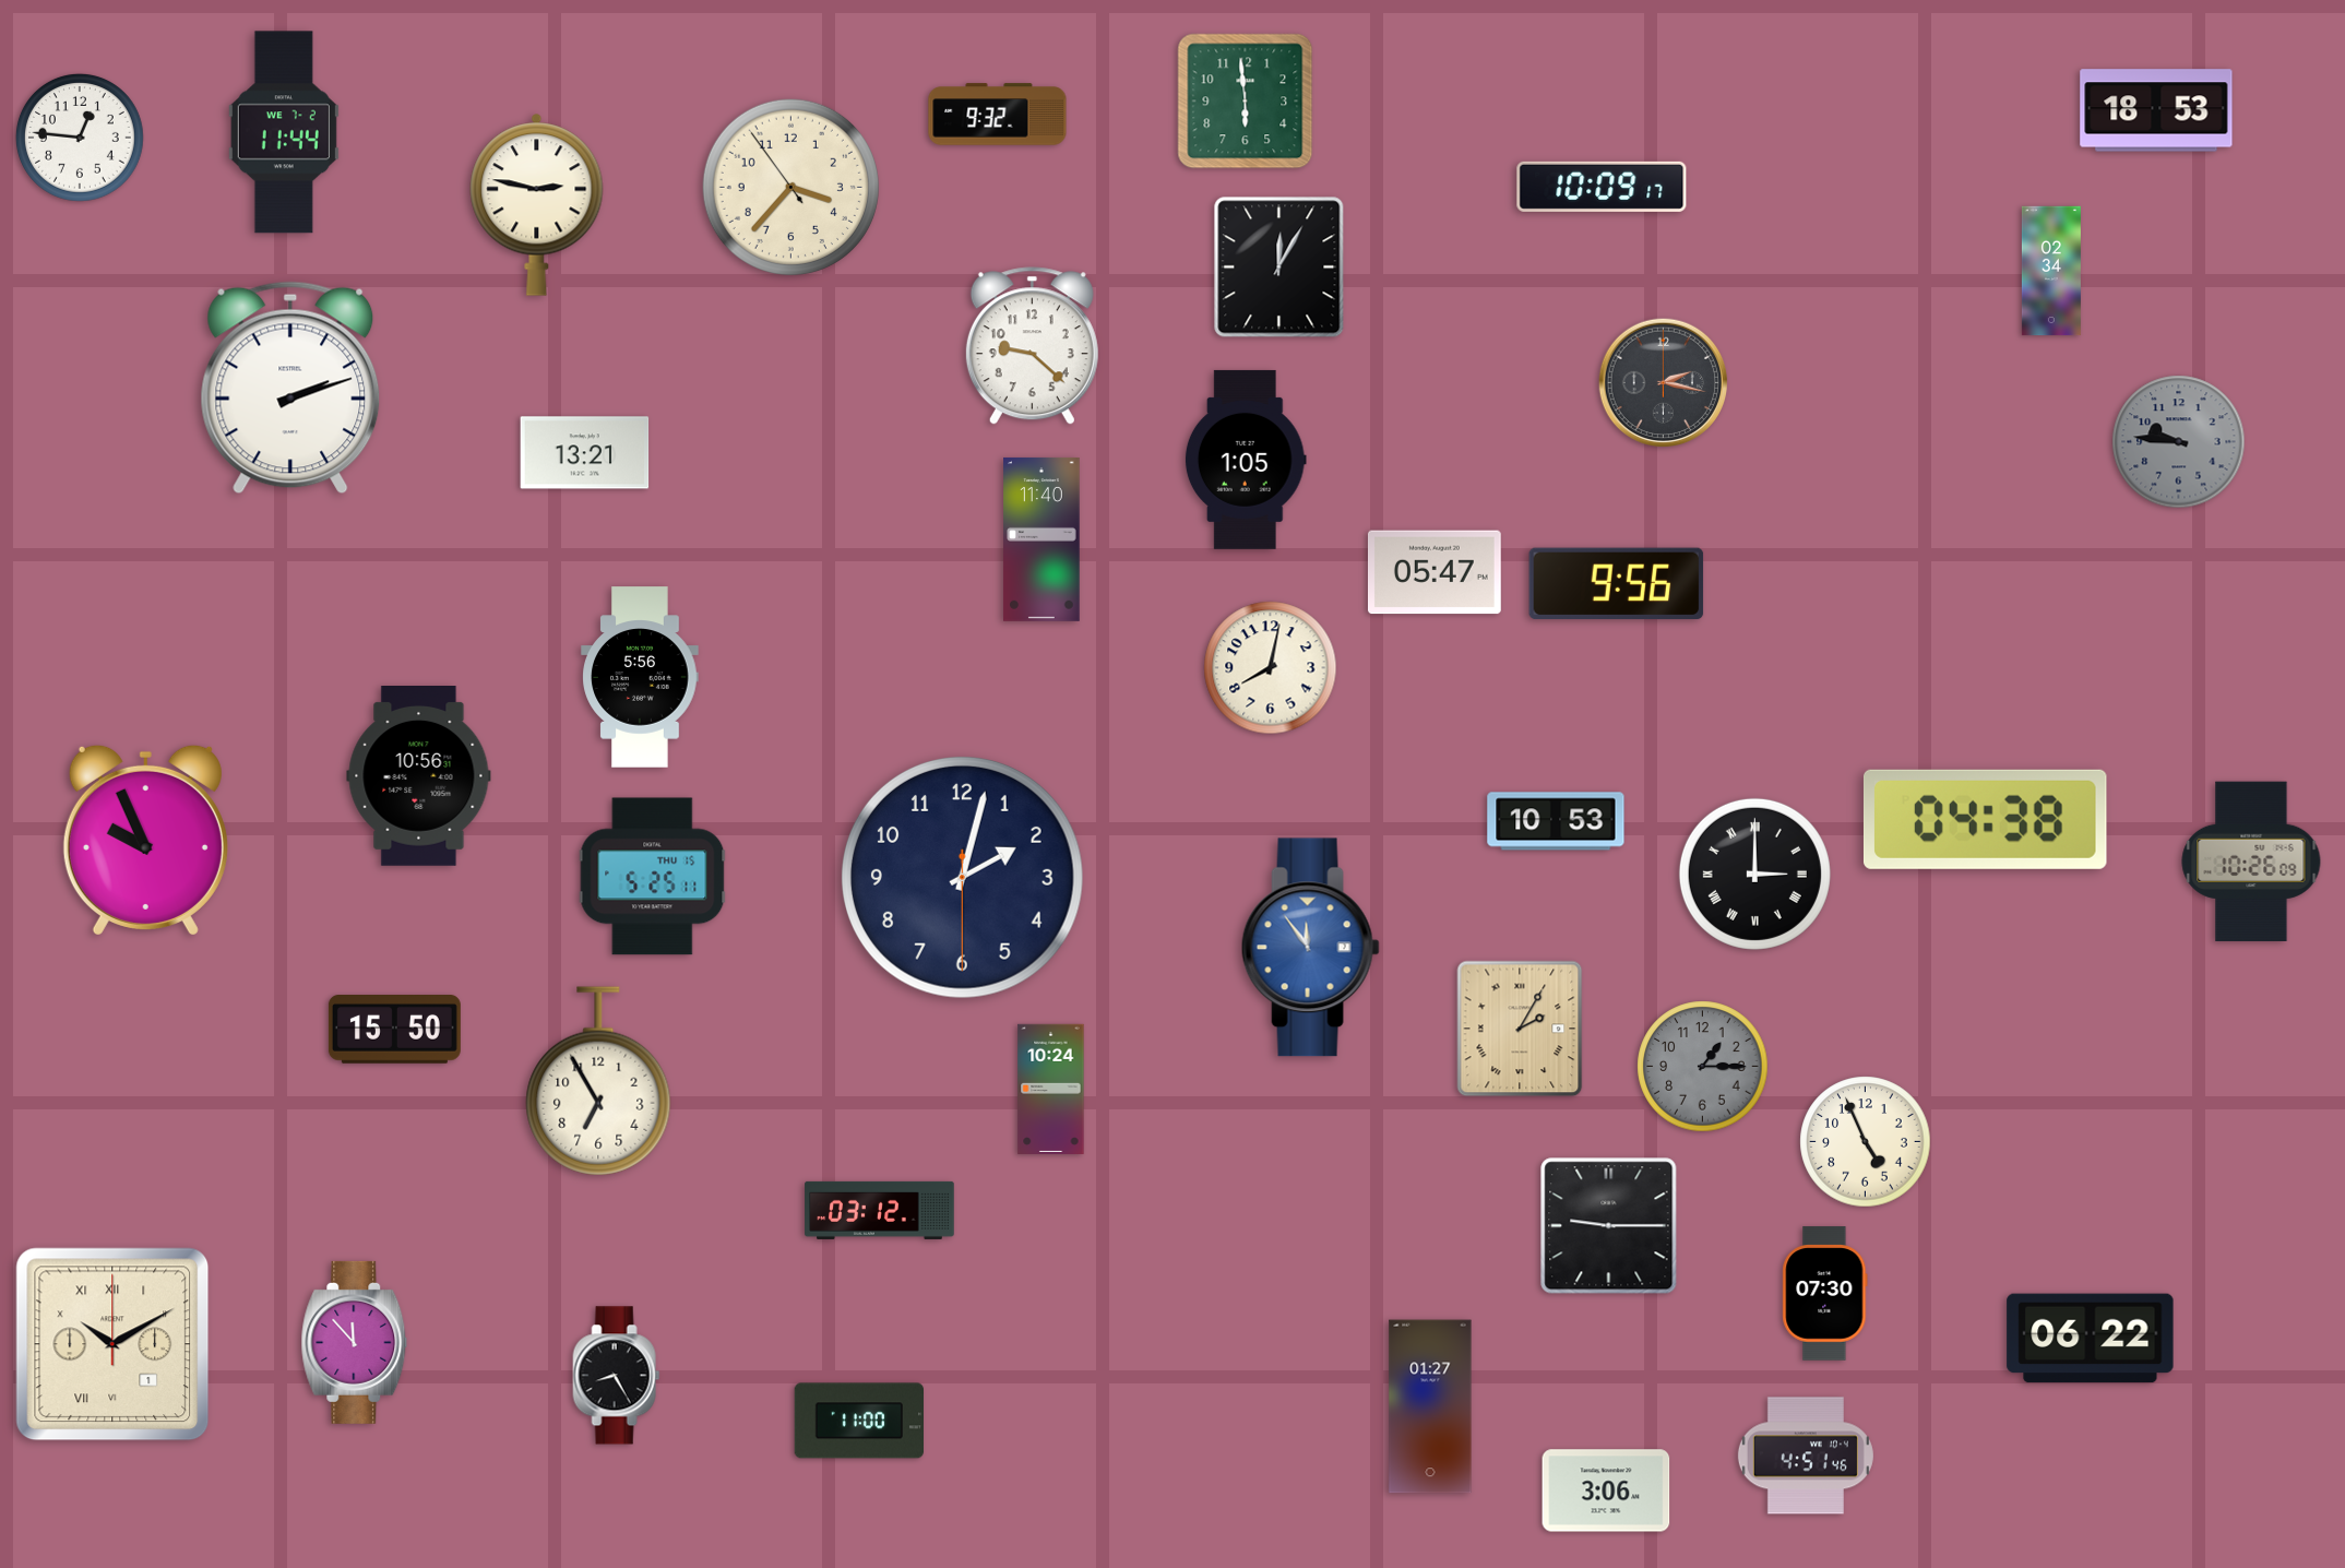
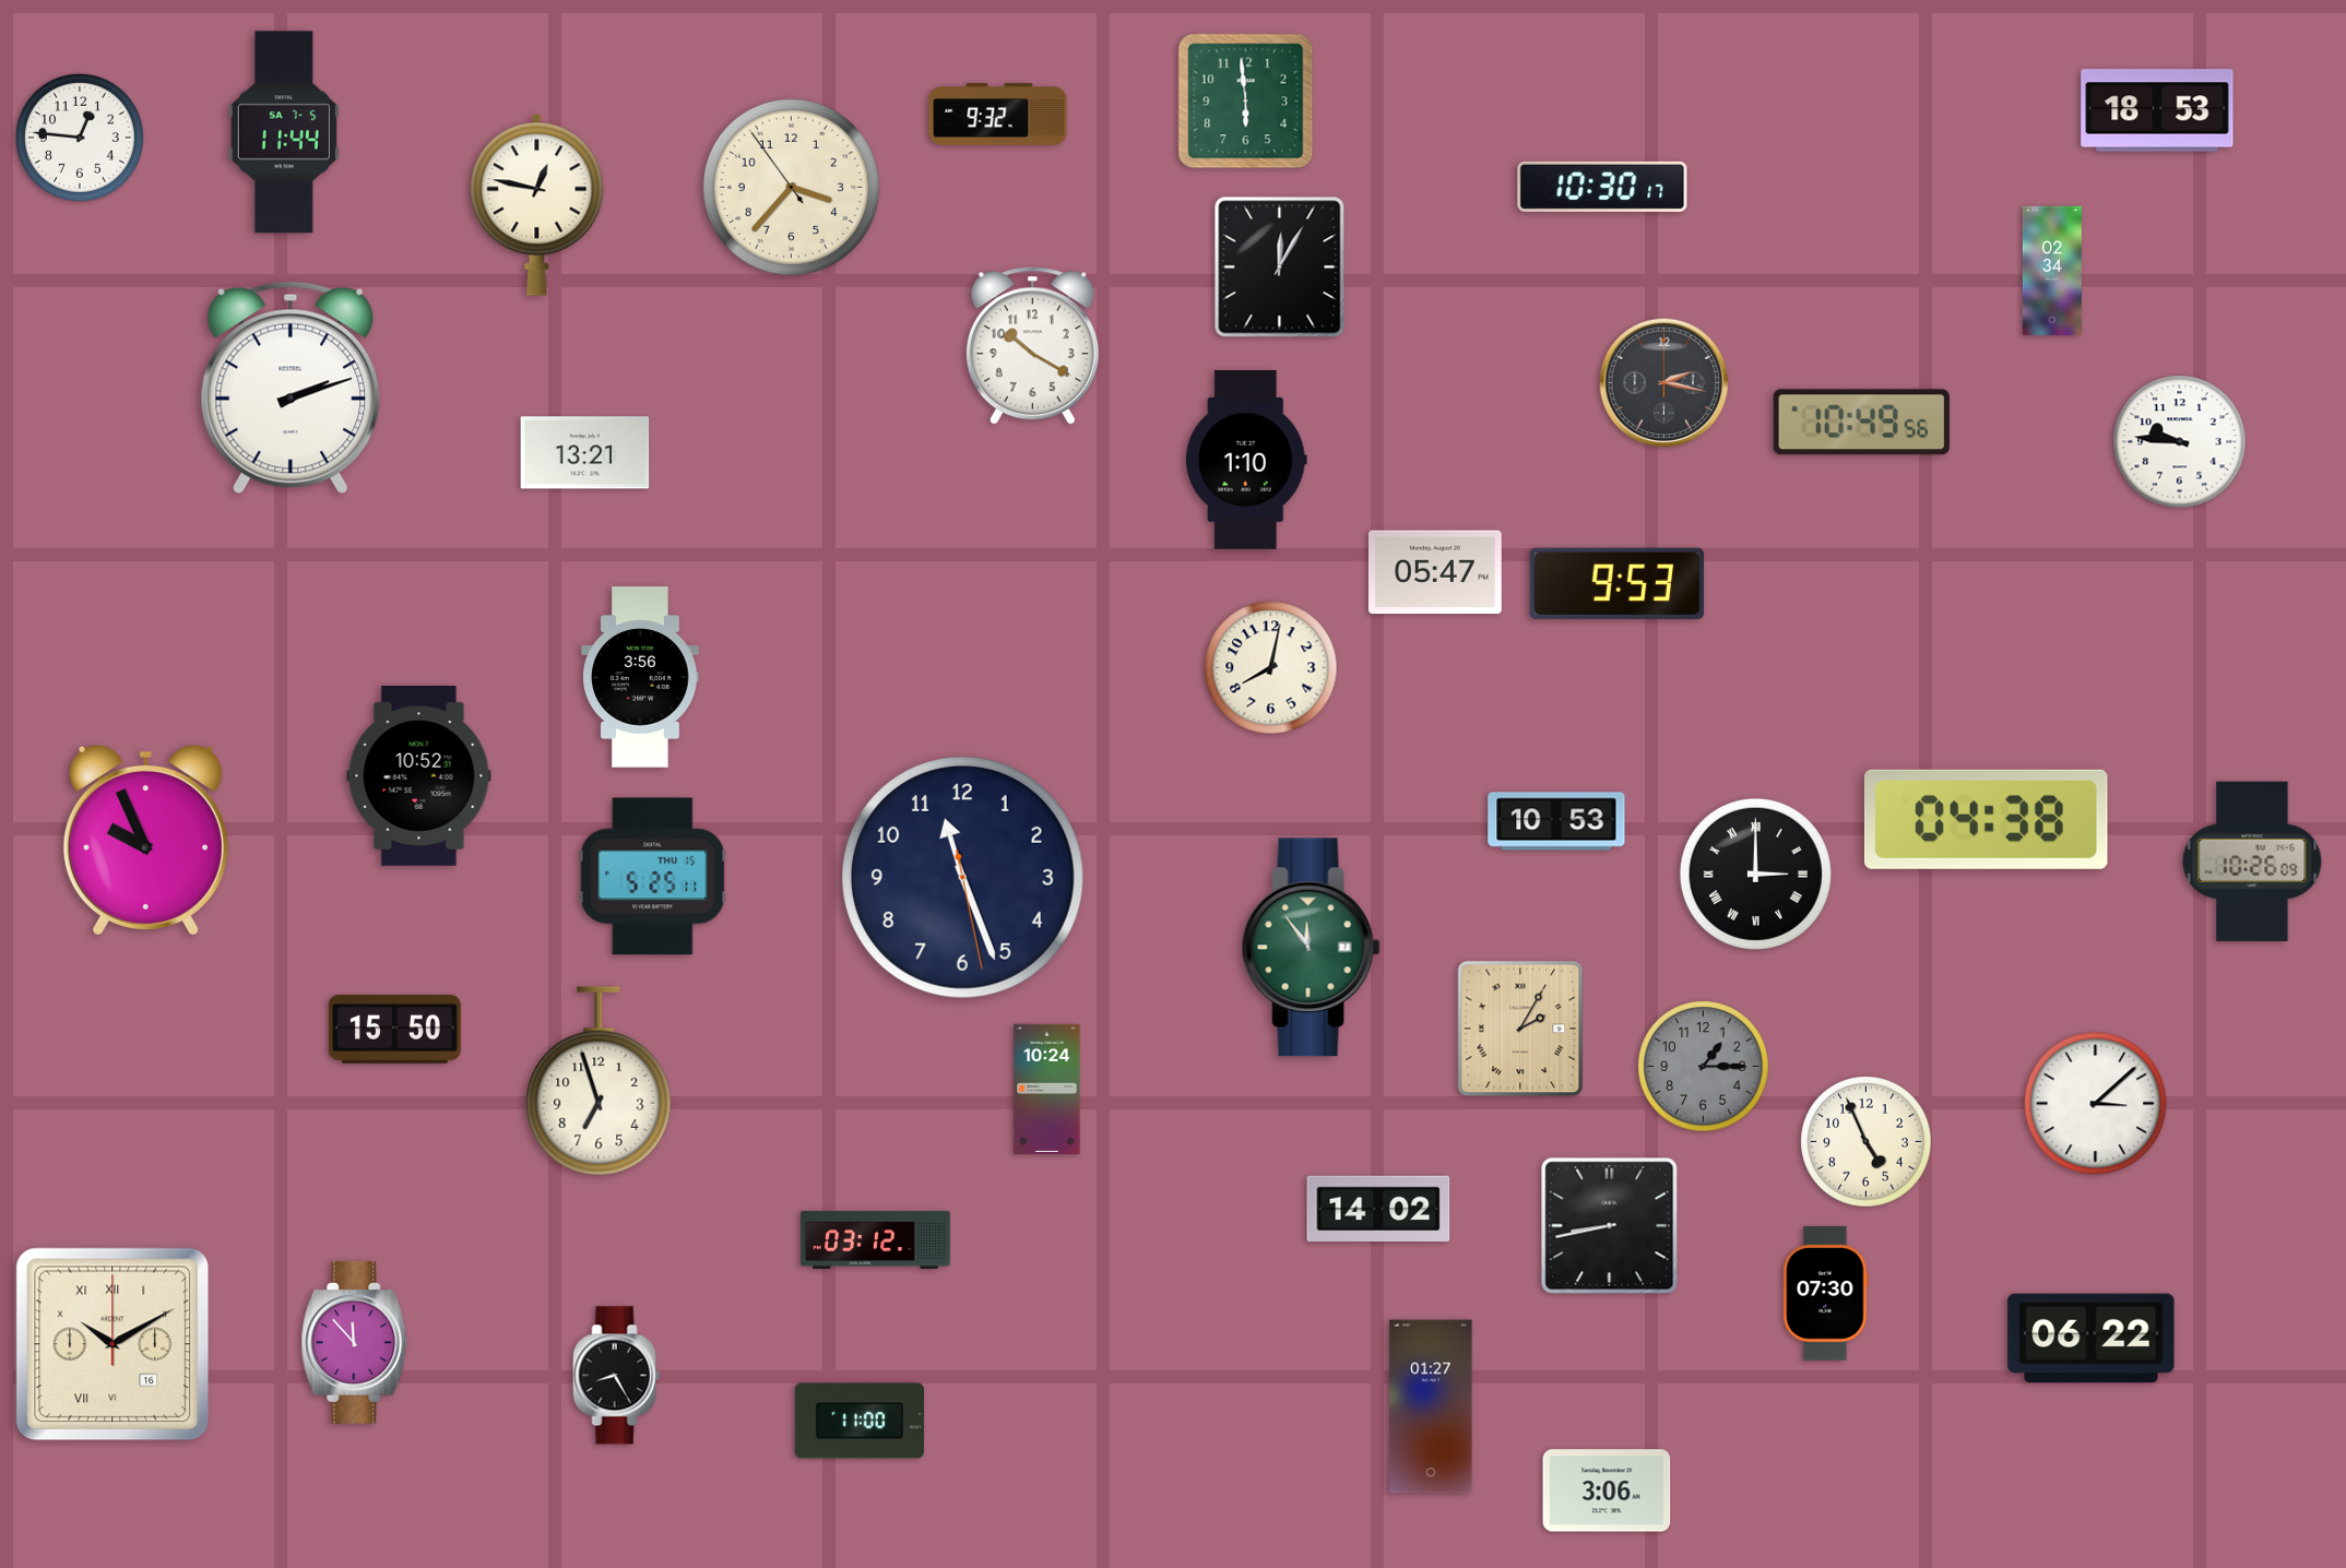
clock at (284, 132) date: WE 7-2 -> SA 7-5
clock at (1602, 187): 10:09 -> 10:30
clock at (537, 204): 2:47 -> 12:47
clock at (1032, 346): 9:22 -> 10:20
clock at (1861, 423): none -> 10:49
clock at (2179, 442) dial: grey -> white
clock at (1246, 460): 1:05 -> 1:10
clock at (1041, 539): 11:40 -> none
clock at (1617, 584): 9:56 -> 9:53
clock at (640, 677): 5:56 -> 3:56
clock at (419, 776): 10:56 -> 10:52
clock at (963, 878): 2:02 -> 11:26
clock at (1310, 948) dial: blue -> green
clock at (598, 1081): 6:55 -> 6:57
clock at (1051, 1089) position: (1051, 1089) -> (1047, 1089)
clock at (2096, 1104): none -> 3:08
clock at (1378, 1208): none -> 14:02
clock at (880, 1210) position: (880, 1210) -> (876, 1239)
clock at (1609, 1226): 9:15 -> 8:43
clock at (112, 1344) date: 1 -> 16
clock at (1806, 1456): 4:51 -> none
